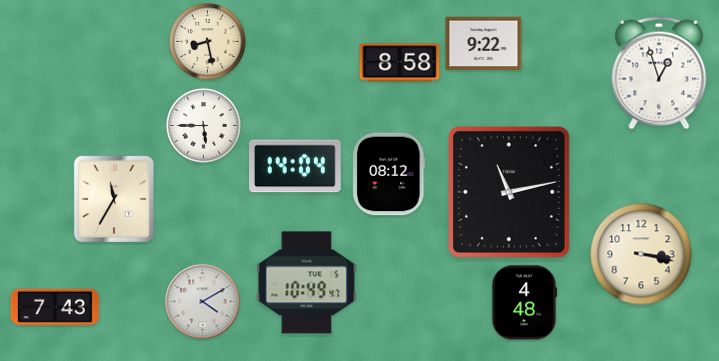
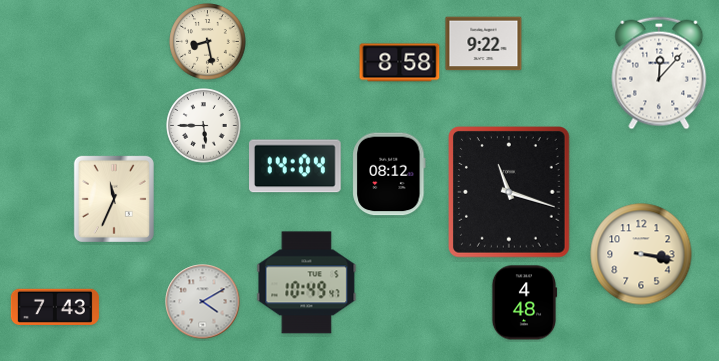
clock at (659, 73): 12:57 -> 12:07
clock at (510, 192): 11:13 -> 11:18
clock at (114, 199): 11:35 -> 11:34
